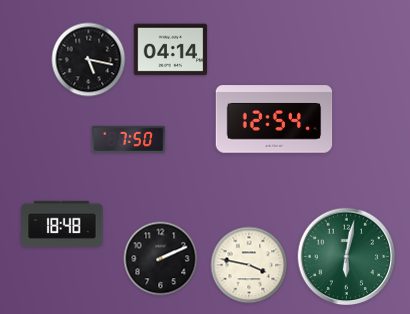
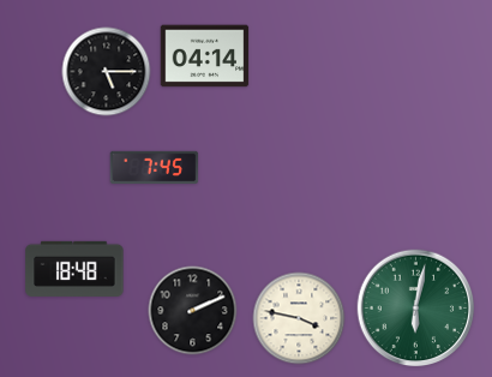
clock at (171, 50) position: (171, 50) -> (205, 56)
clock at (89, 60): 5:17 -> 5:15
clock at (274, 119): 12:54 -> none
clock at (129, 139): 7:50 -> 7:45
